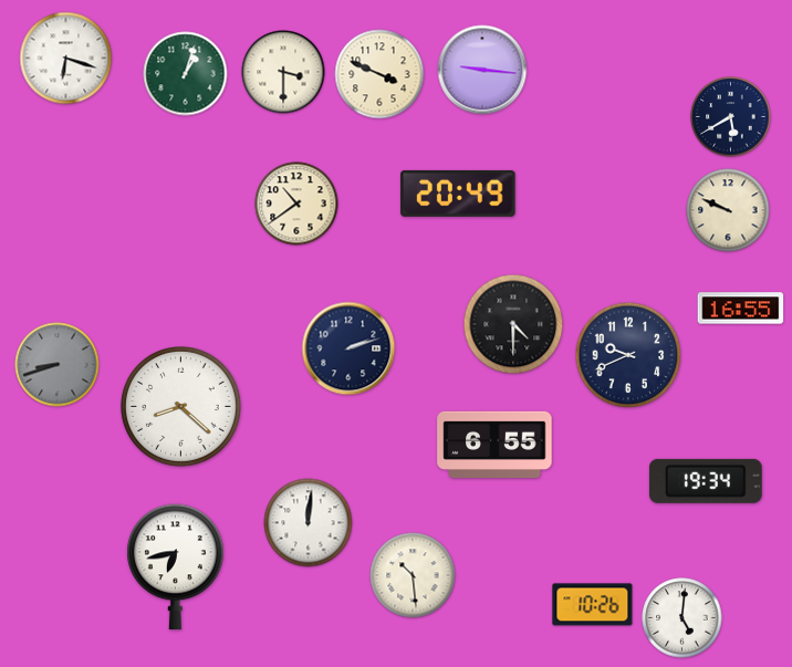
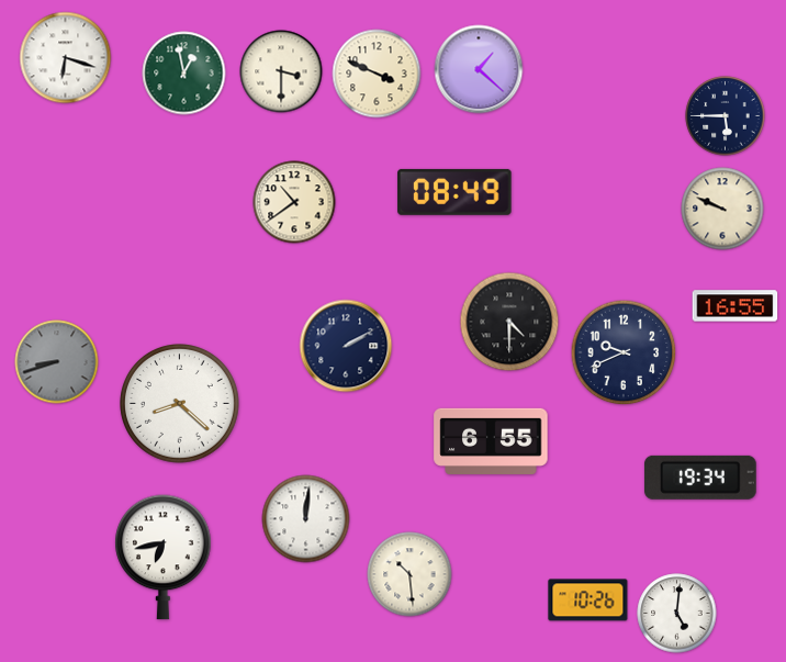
clock at (482, 70): 9:16 -> 1:22
clock at (186, 74): 1:03 -> 12:58
clock at (731, 117): 5:40 -> 5:45
clock at (458, 194): 20:49 -> 08:49
clock at (348, 348): 2:12 -> 2:10
clock at (176, 567) position: (176, 567) -> (164, 558)
clock at (413, 575) position: (413, 575) -> (409, 574)
